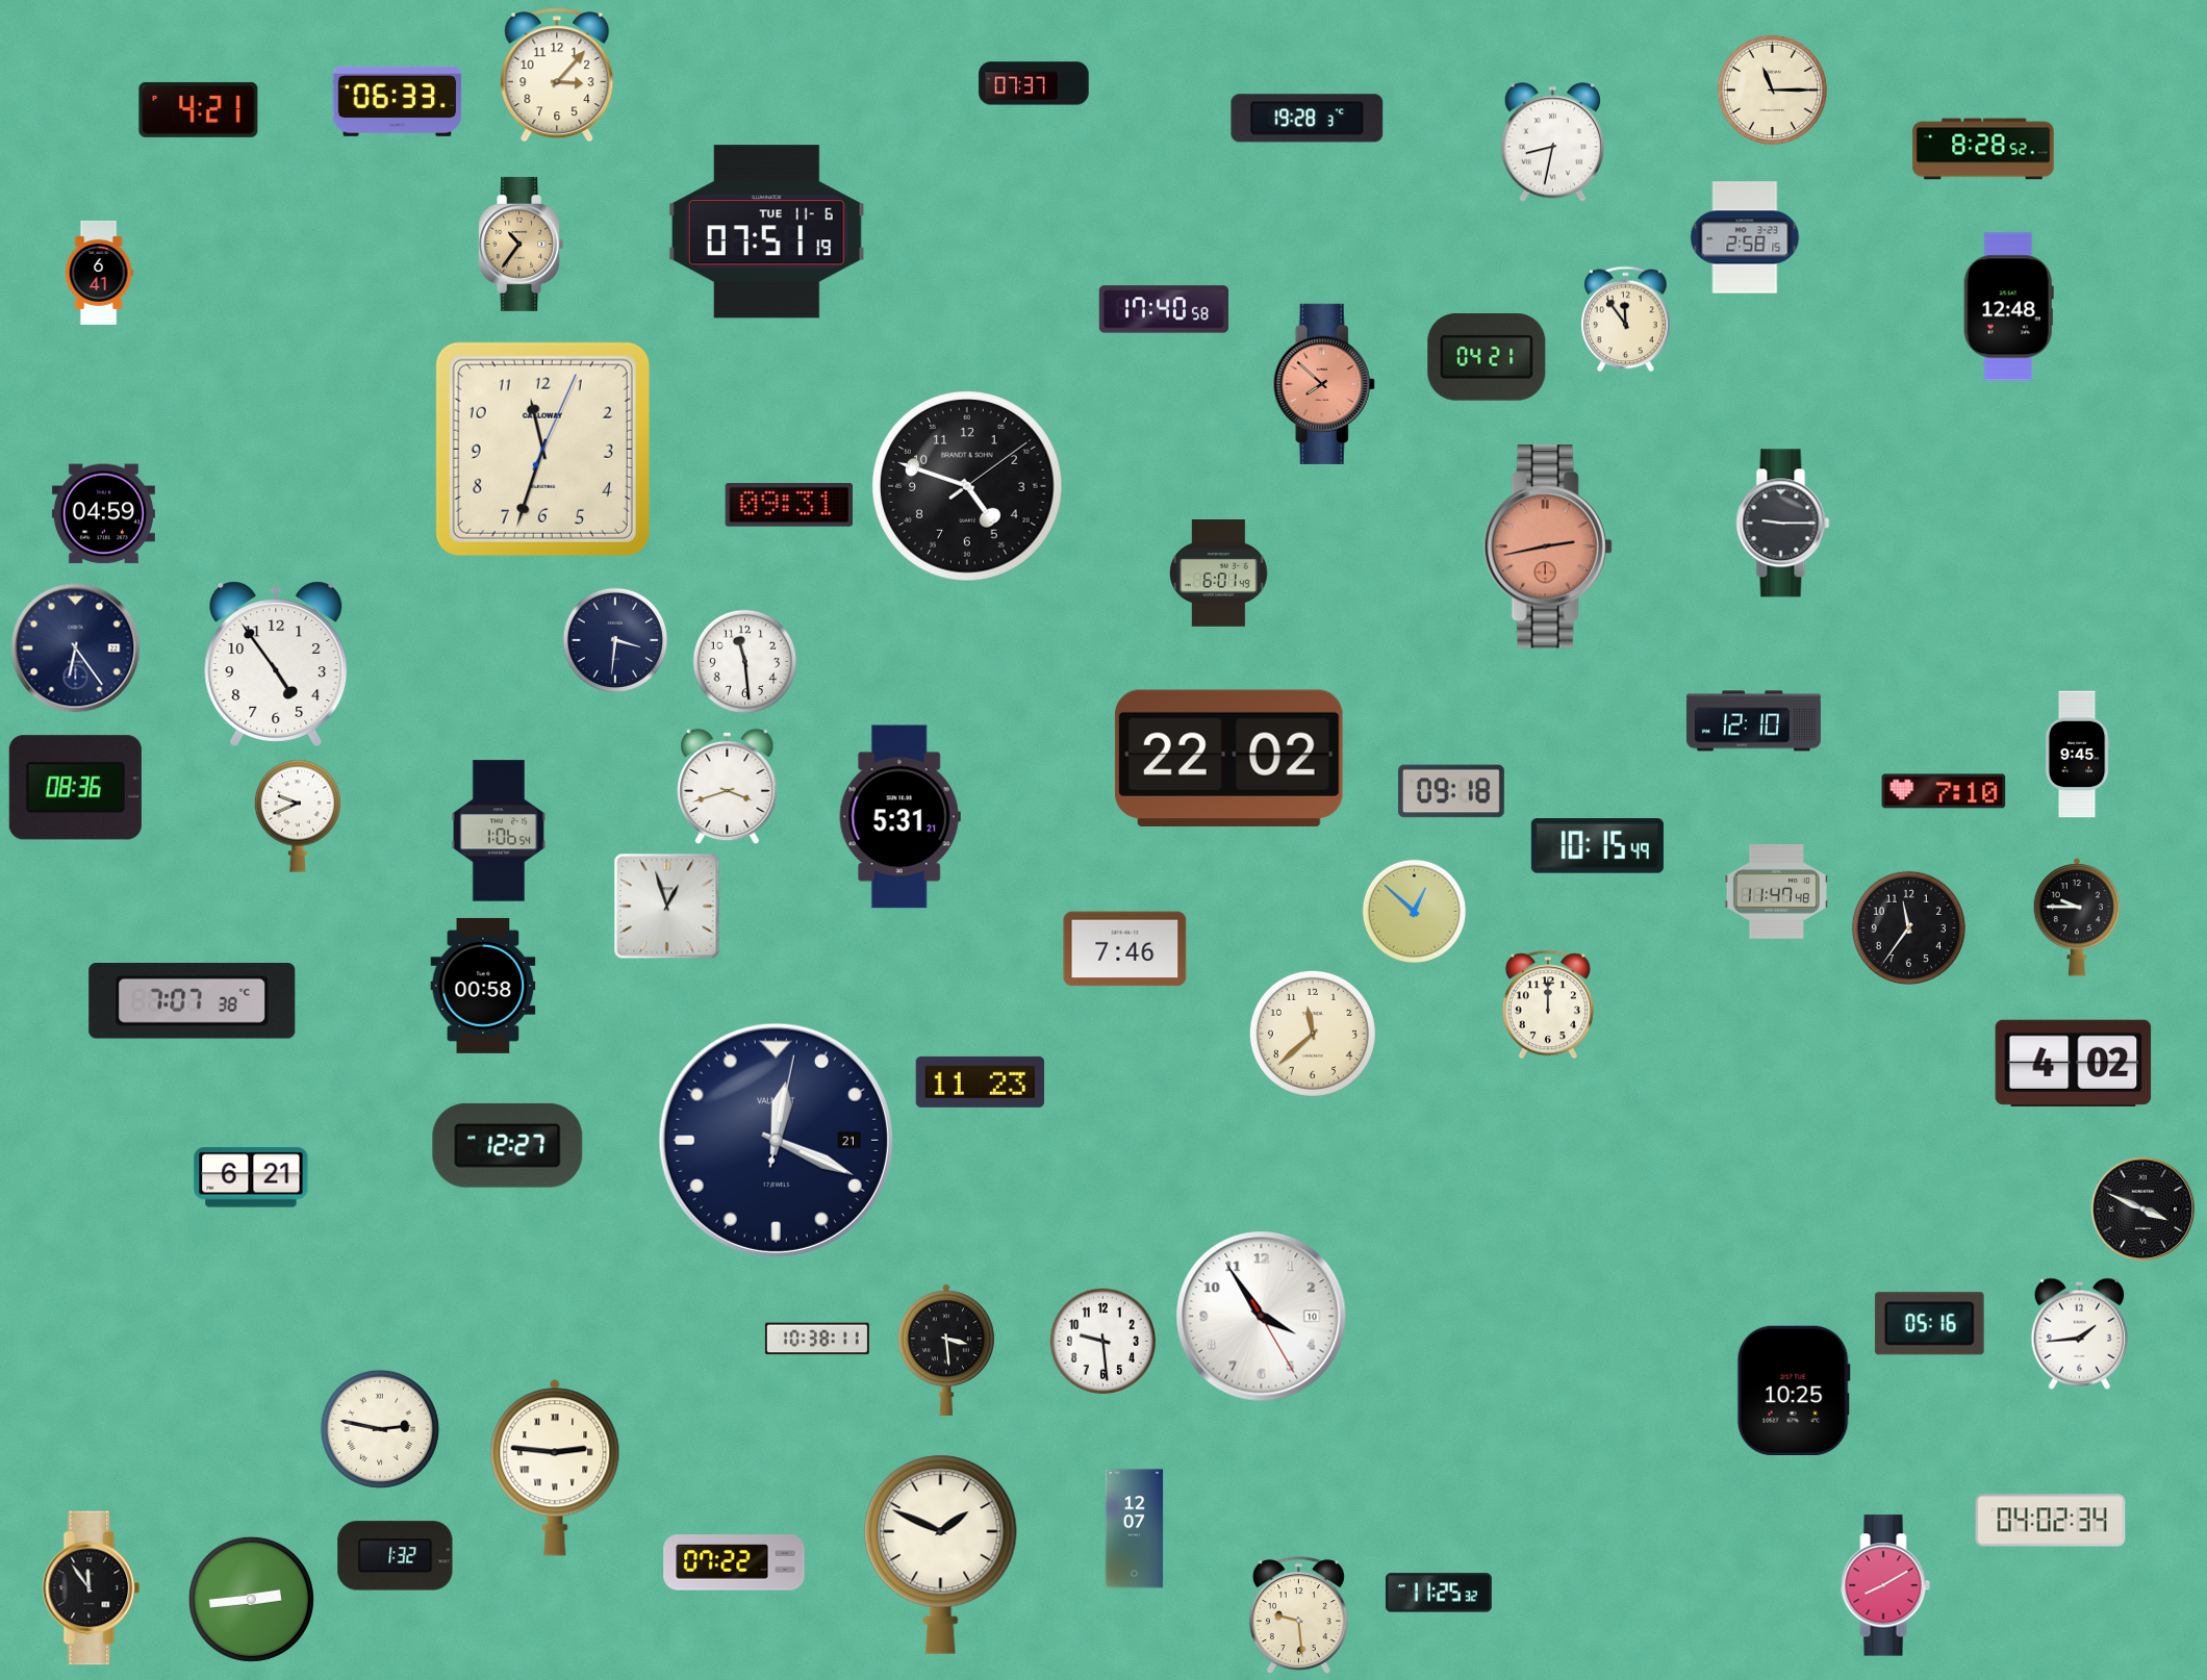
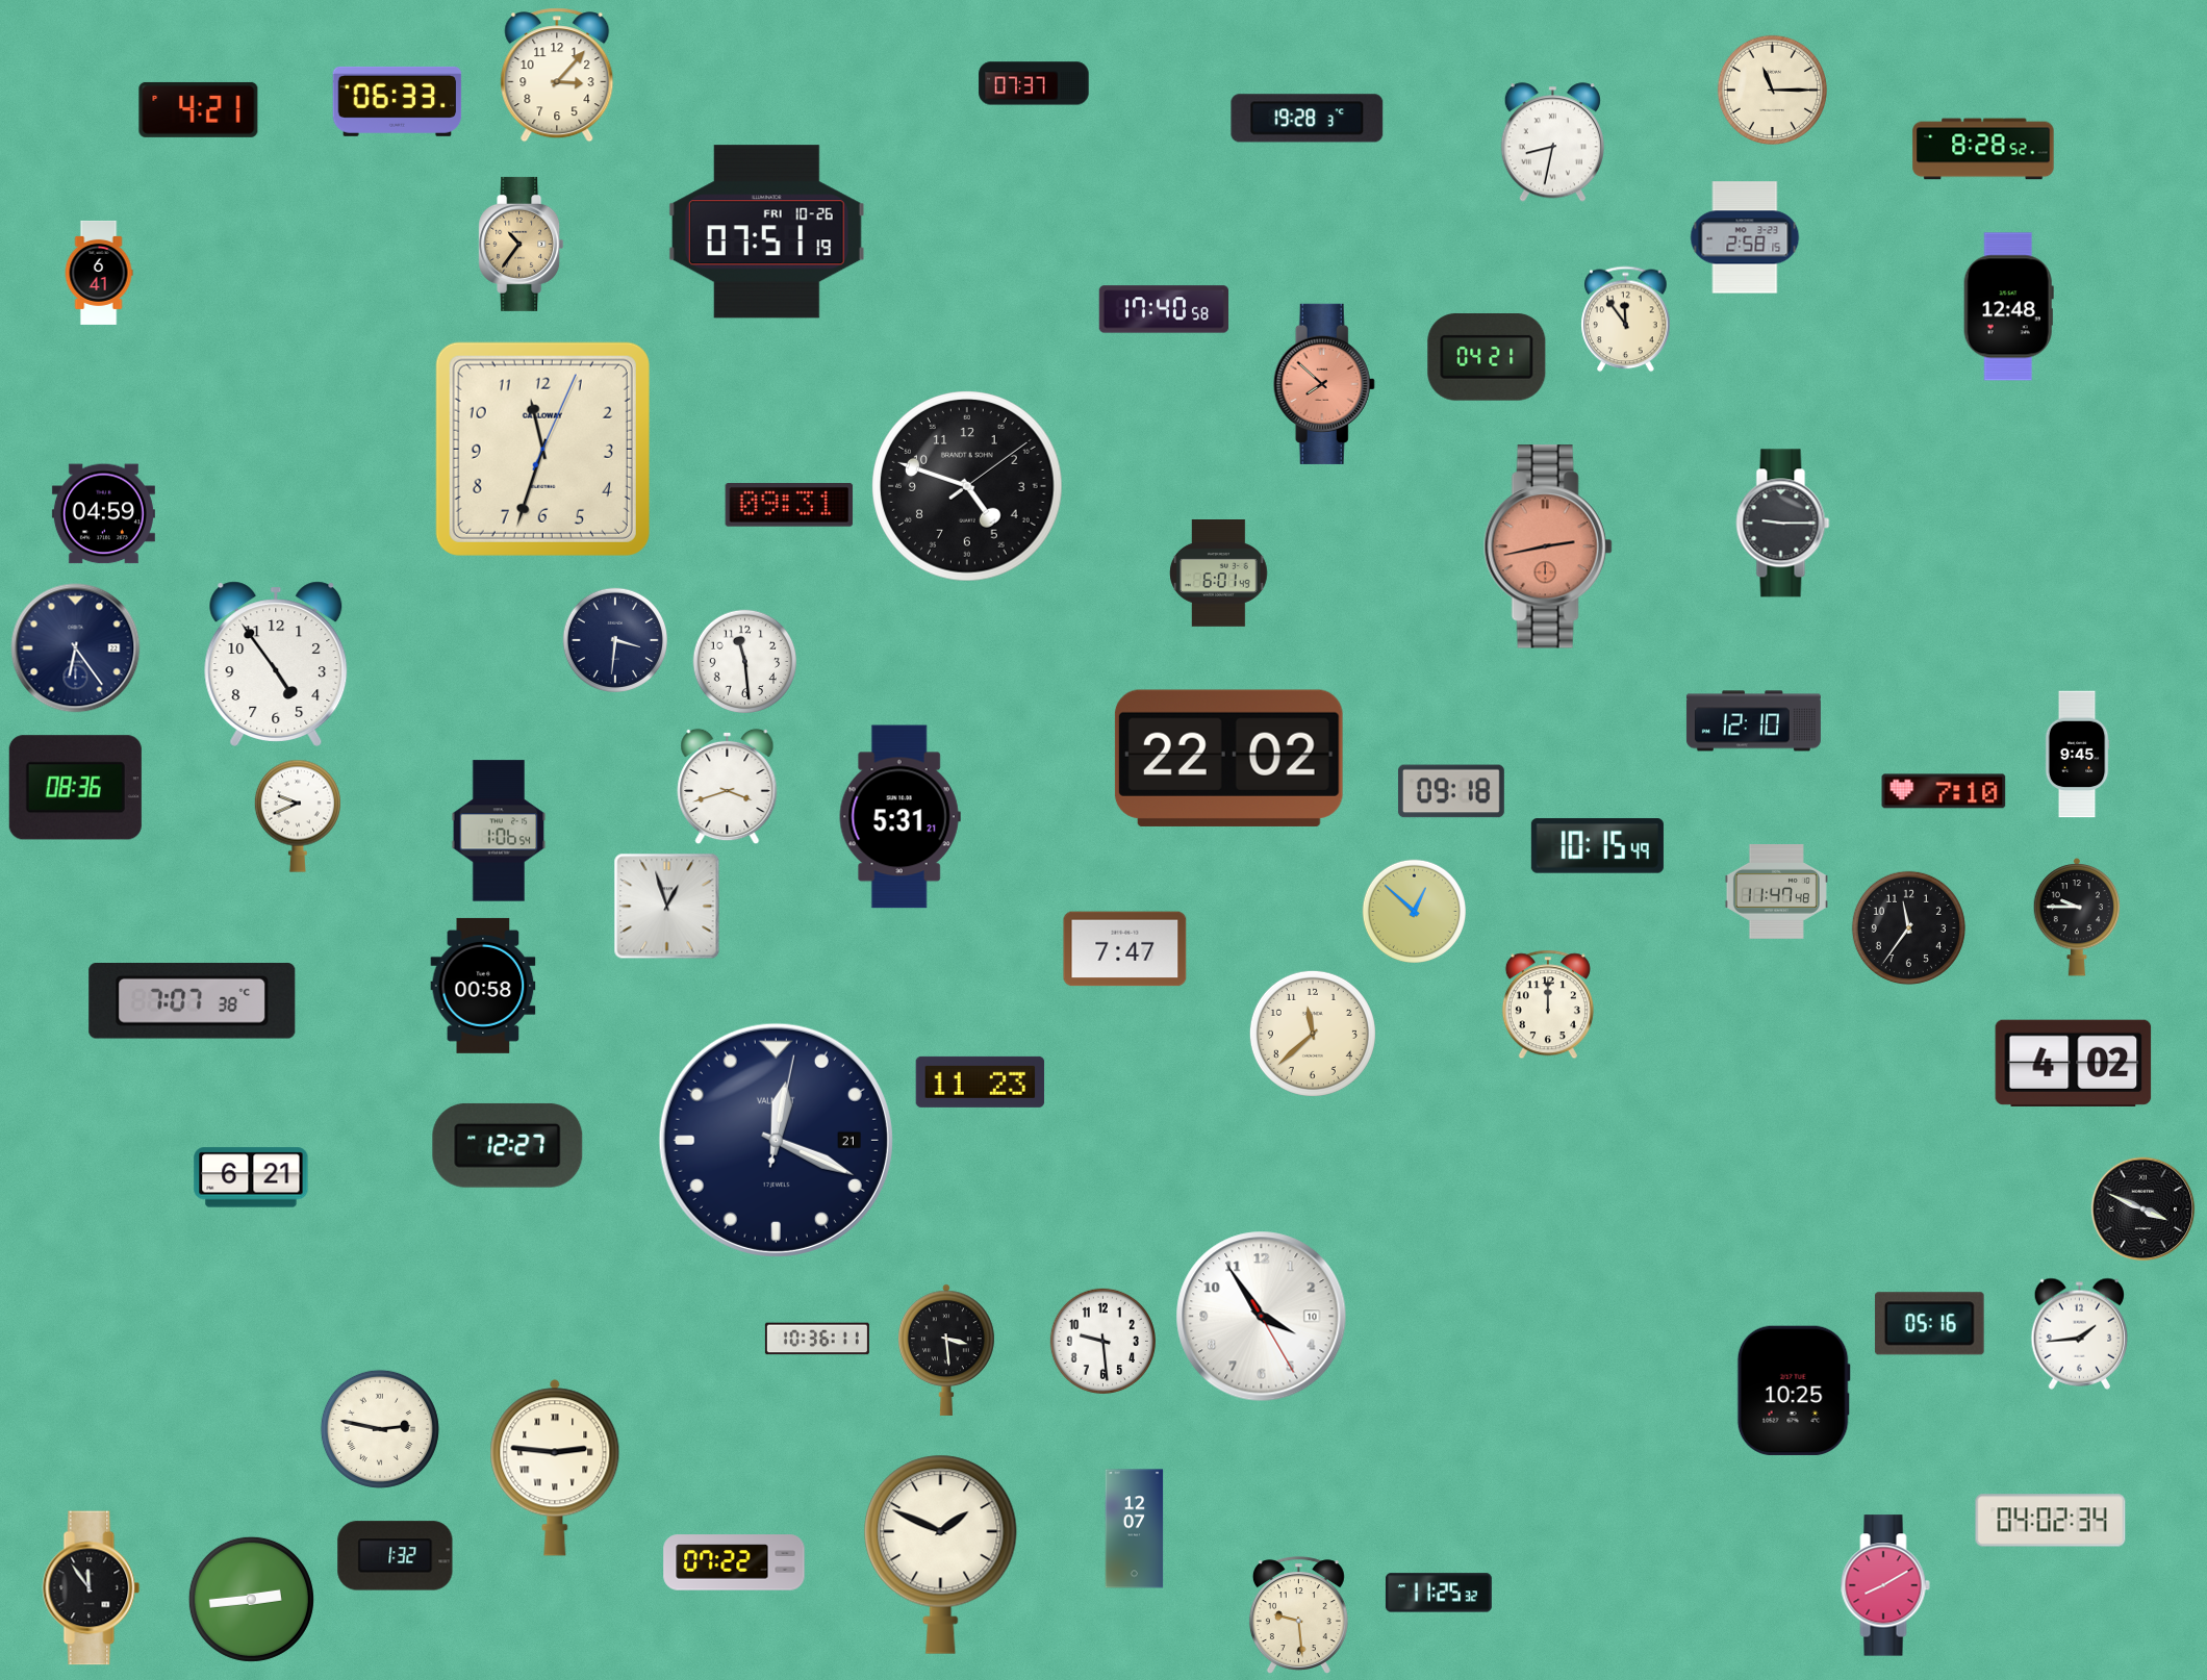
clock at (766, 232) date: TUE 11-6 -> FRI 10-26
clock at (1125, 949): 7:46 -> 7:47
clock at (817, 1339): 10:38 -> 10:36
